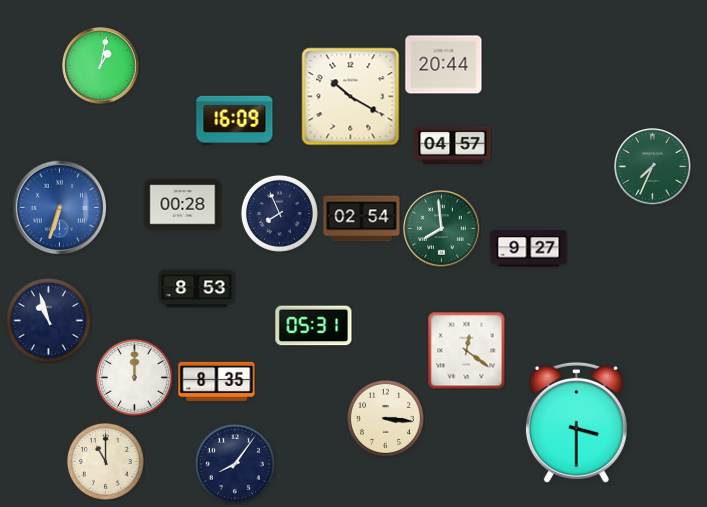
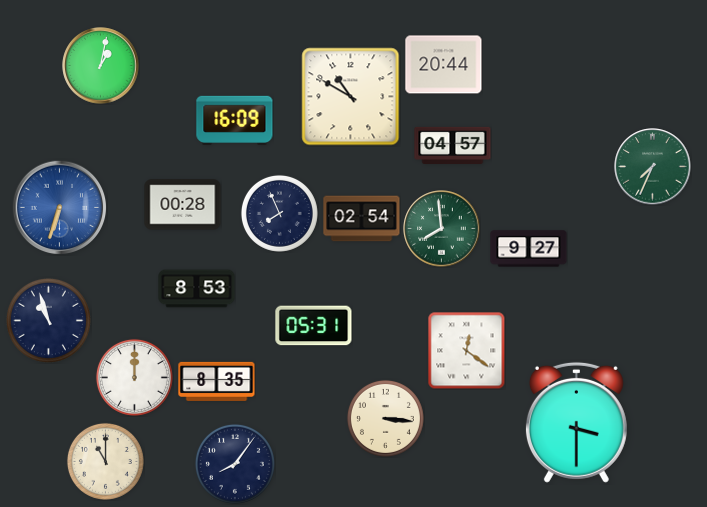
clock at (351, 97): 10:20 -> 10:50
